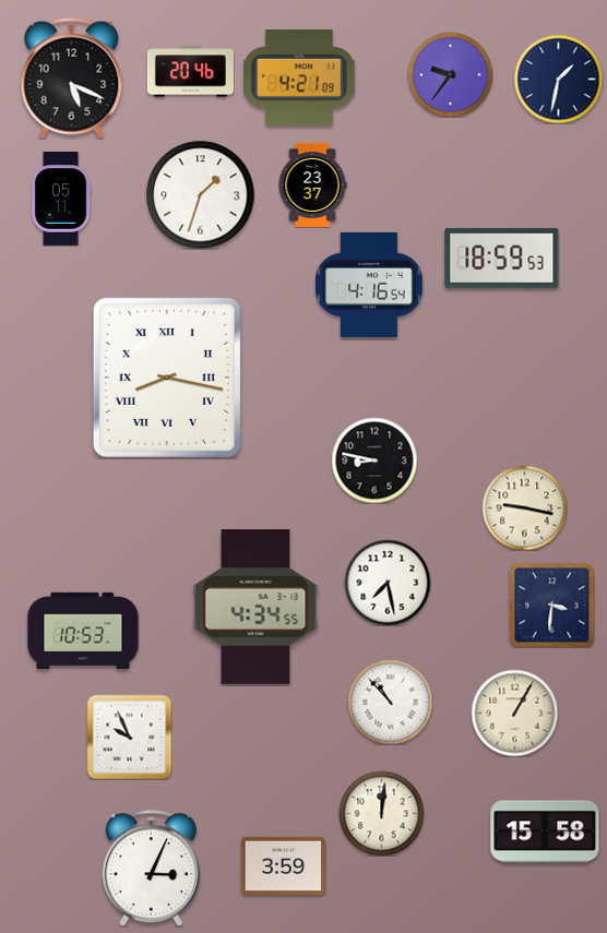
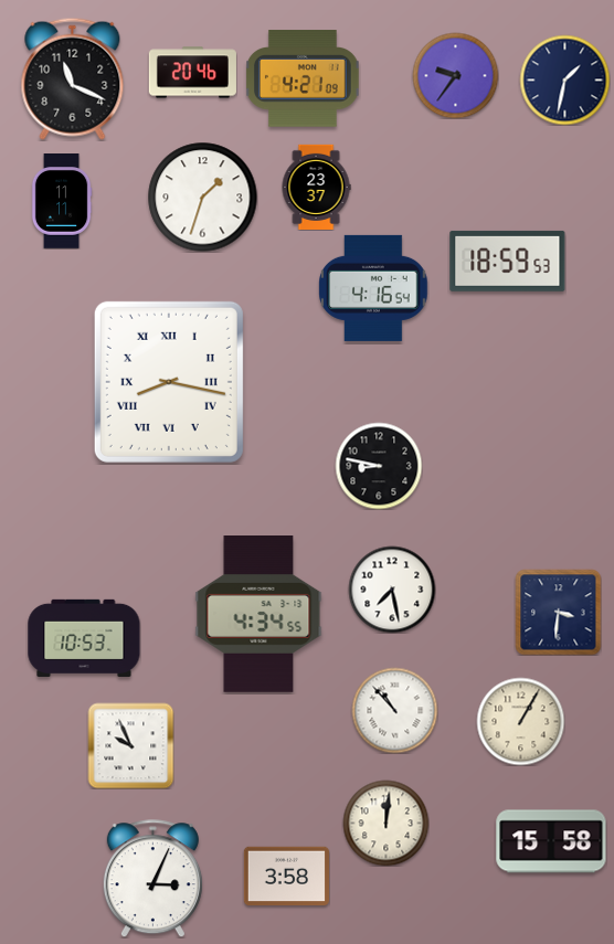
clock at (72, 77): 5:19 -> 11:19
clock at (61, 200): 05:11 -> 11:11
clock at (524, 507): 9:17 -> none
clock at (283, 866): 3:59 -> 3:58
